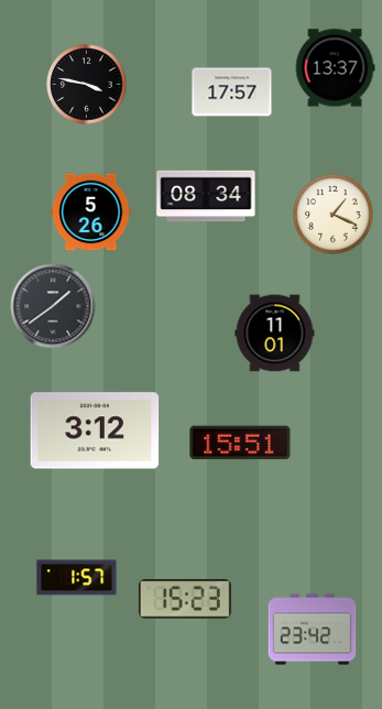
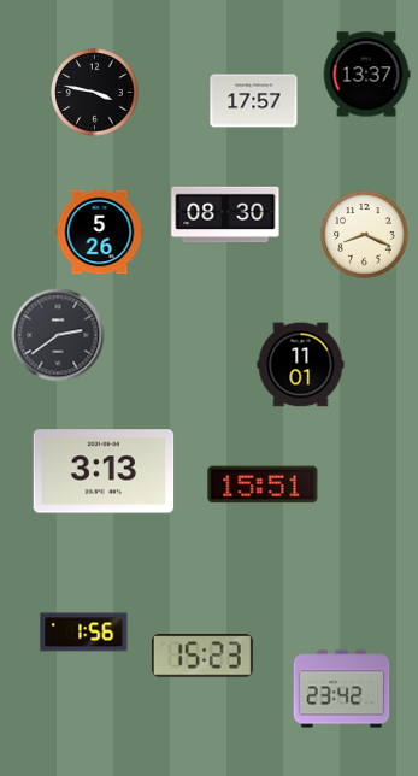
clock at (206, 196): 08:34 -> 08:30
clock at (334, 215): 1:19 -> 8:19
clock at (53, 306): 1:39 -> 2:39
clock at (95, 430): 3:12 -> 3:13
clock at (77, 578): 1:57 -> 1:56
